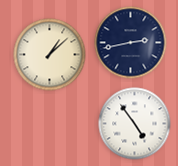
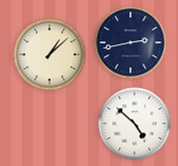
clock at (135, 124): 4:54 -> 4:52
